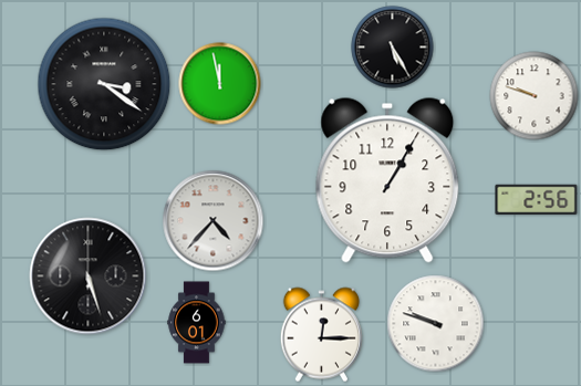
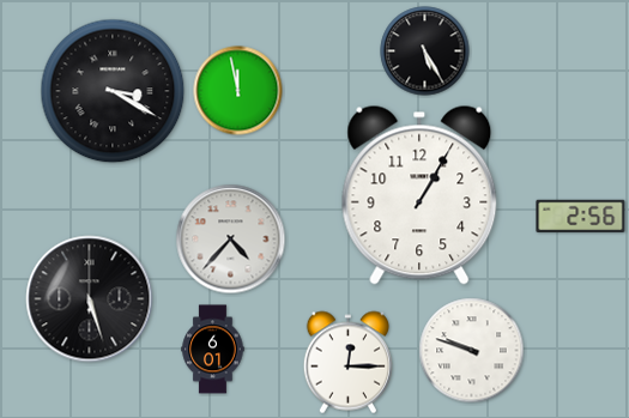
clock at (104, 84): 3:21 -> 3:20
clock at (535, 96): 9:48 -> none
clock at (89, 277) position: (89, 277) -> (90, 299)
